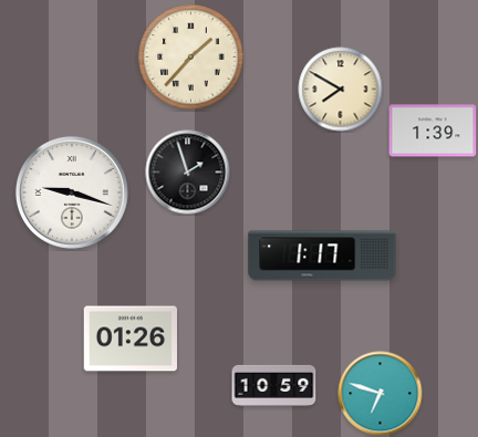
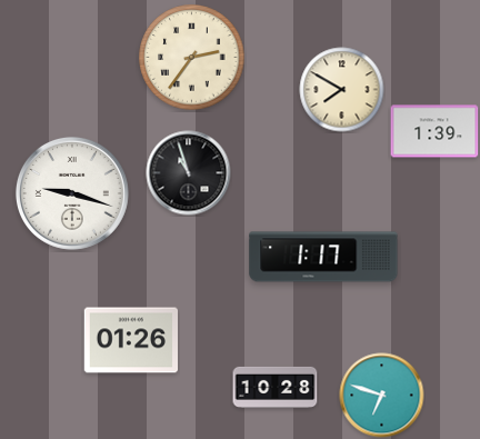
clock at (191, 58): 1:37 -> 2:36
clock at (188, 173): 1:57 -> 10:57
clock at (274, 385): 10:59 -> 10:28
